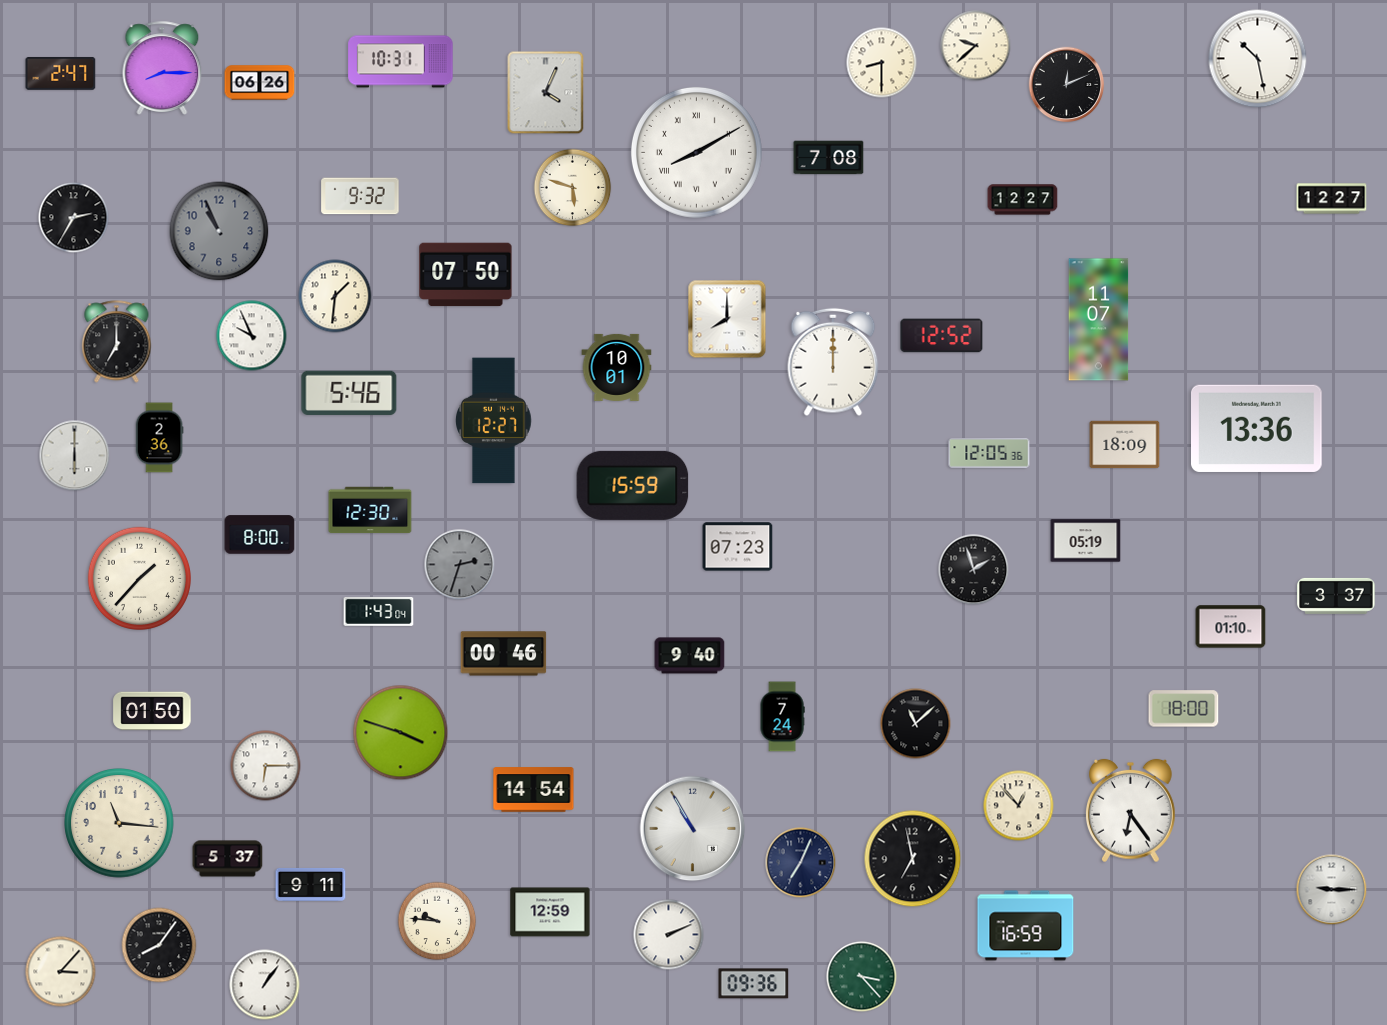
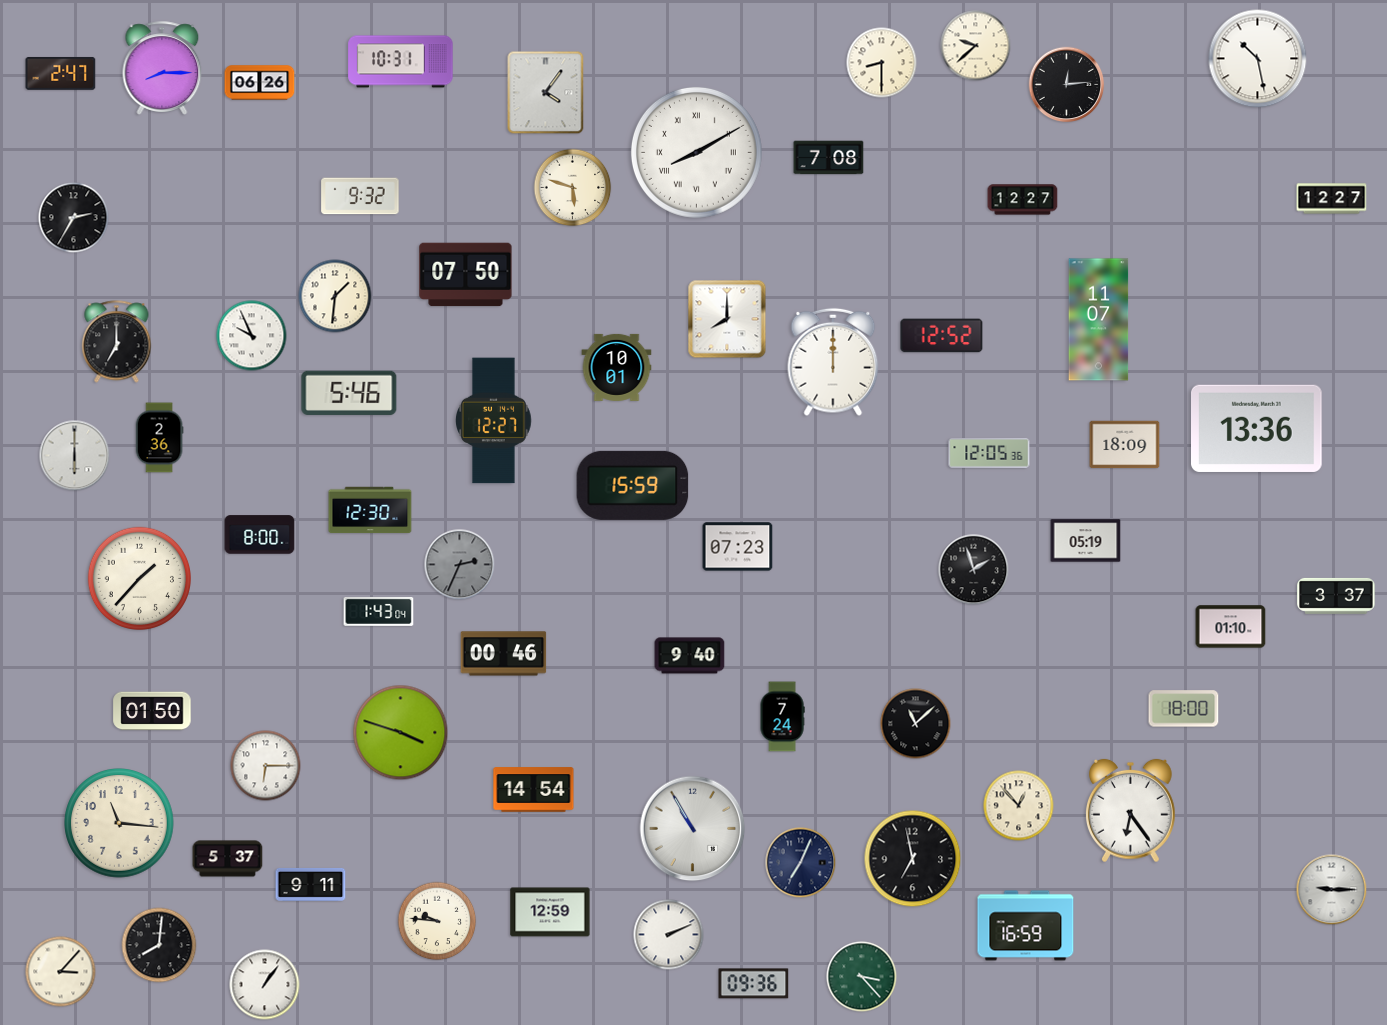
clock at (1067, 85): 12:11 -> 12:14
clock at (546, 93): 4:04 -> 4:06
clock at (219, 231): 10:56 -> none
clock at (460, 565): 2:33 -> 2:34
clock at (159, 945): 8:06 -> 8:01
